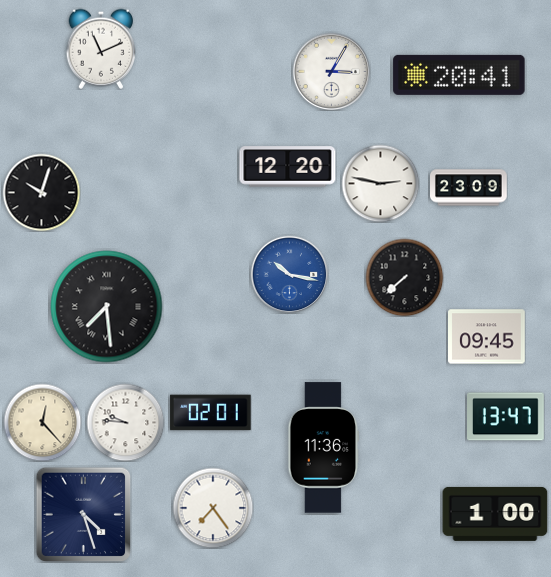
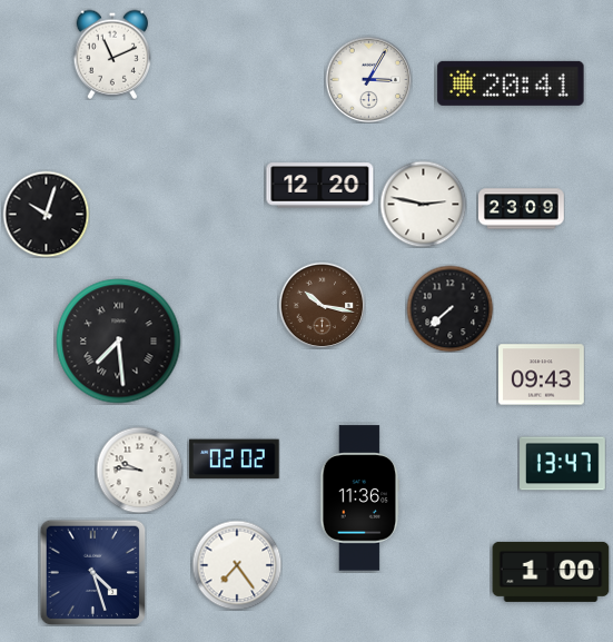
clock at (289, 274) dial: blue -> brown
clock at (487, 337): 09:45 -> 09:43
clock at (211, 413): 02:01 -> 02:02
clock at (42, 422): 12:23 -> none
